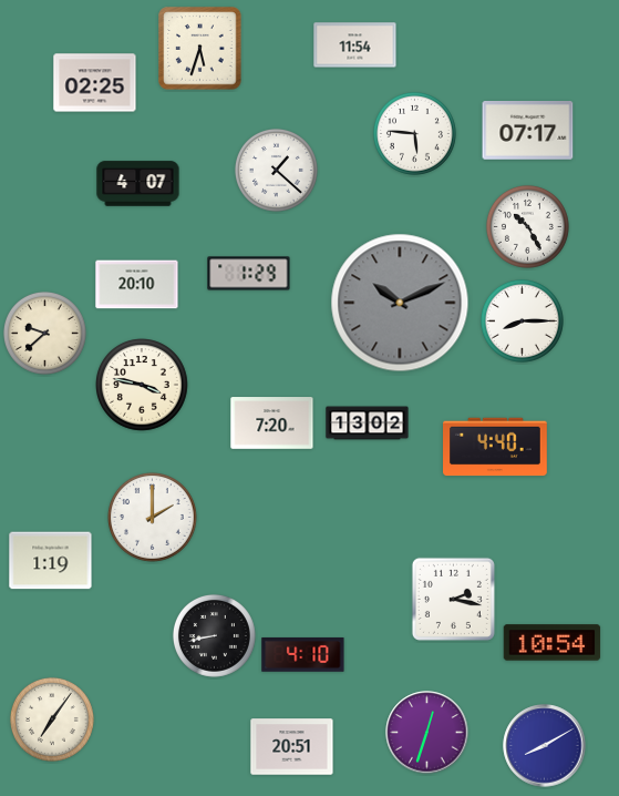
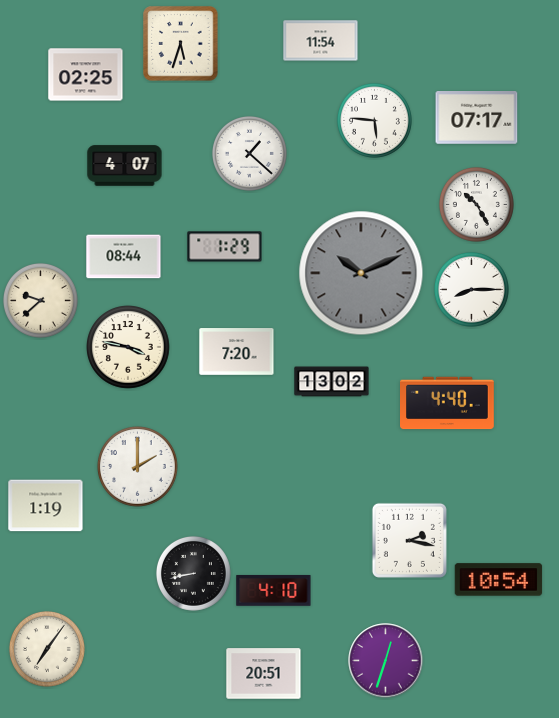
clock at (137, 285): 20:10 -> 08:44
clock at (272, 423) position: (272, 423) -> (237, 352)
clock at (545, 746): 8:10 -> none
